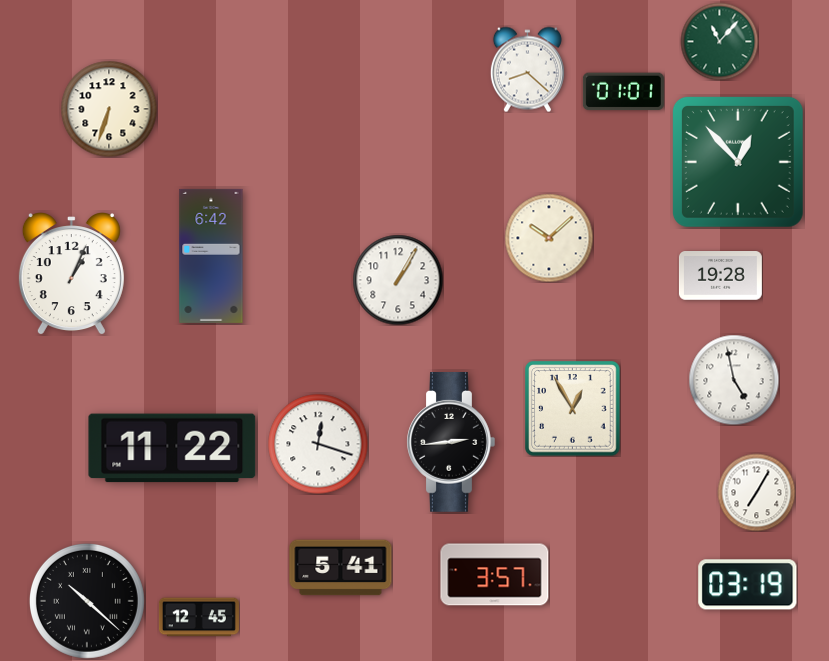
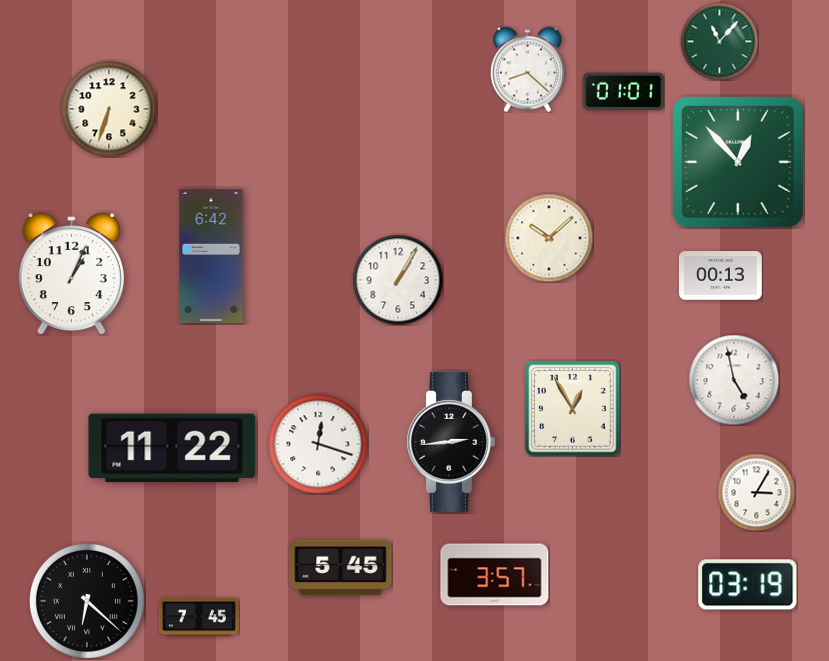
clock at (720, 276): 19:28 -> 00:13
clock at (756, 492): 7:05 -> 3:05
clock at (341, 568): 5:41 -> 5:45
clock at (87, 601): 10:22 -> 6:22
clock at (199, 617): 12:45 -> 7:45
